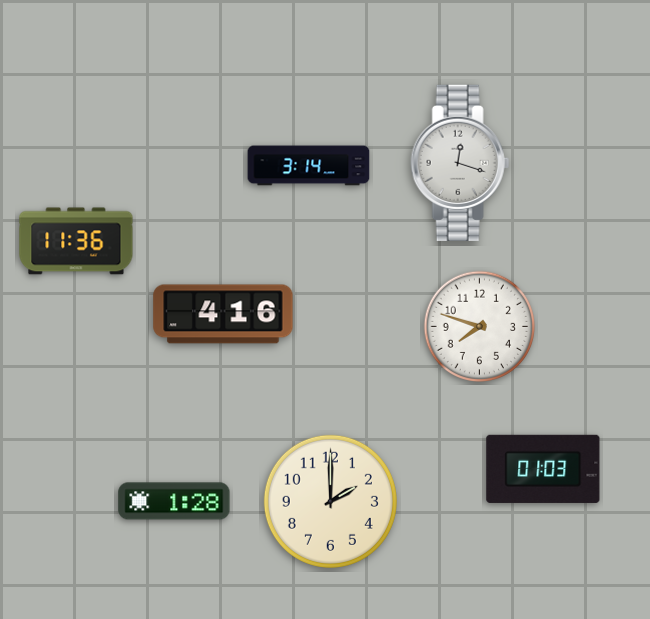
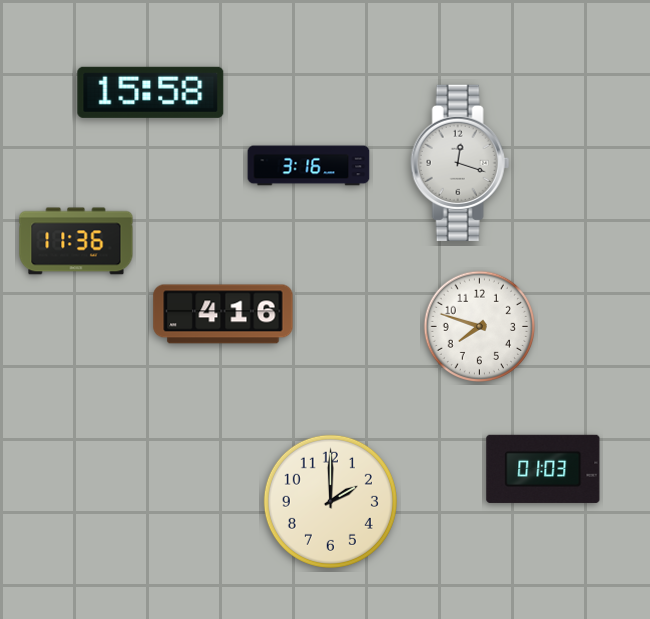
clock at (151, 92): none -> 15:58
clock at (309, 166): 3:14 -> 3:16
clock at (174, 501): 1:28 -> none
